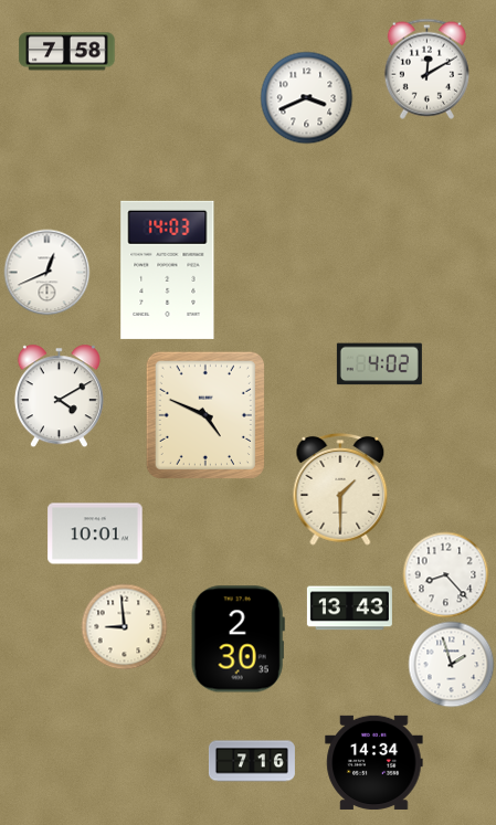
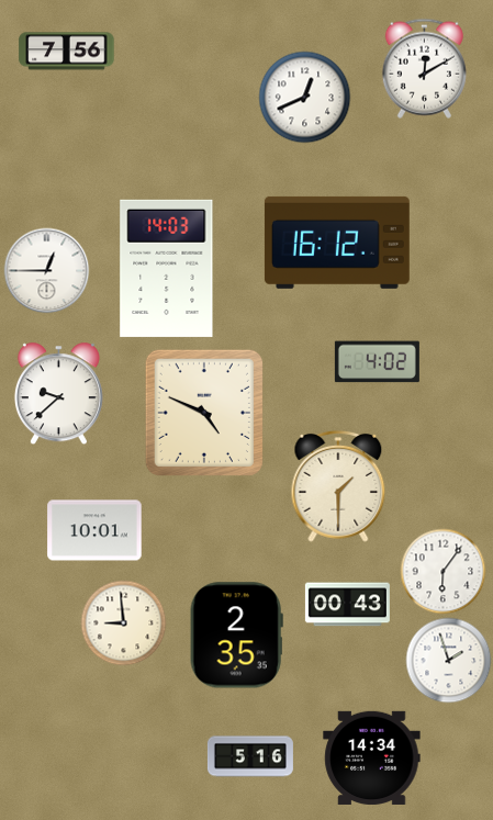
clock at (67, 52): 7:58 -> 7:56
clock at (306, 97): 3:41 -> 12:41
clock at (337, 243): none -> 16:12
clock at (46, 272): 12:41 -> 12:45
clock at (59, 395): 4:10 -> 9:38
clock at (445, 574): 8:23 -> 6:06
clock at (349, 609): 13:43 -> 00:43
clock at (238, 639): 2:30 -> 2:35
clock at (252, 761): 7:16 -> 5:16
